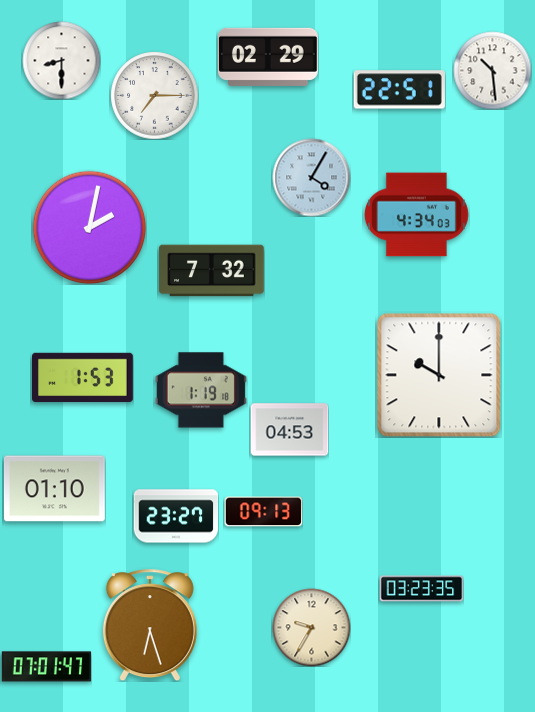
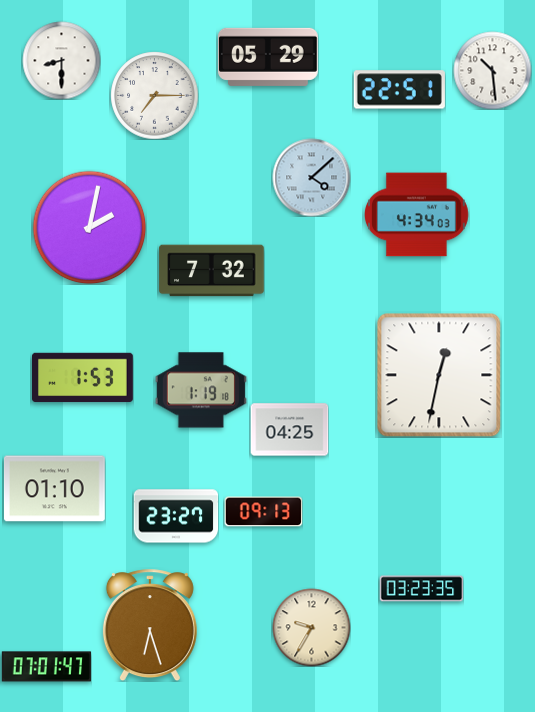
clock at (268, 57): 02:29 -> 05:29
clock at (311, 177): 4:05 -> 4:08
clock at (439, 375): 10:00 -> 12:32
clock at (289, 430): 04:53 -> 04:25
